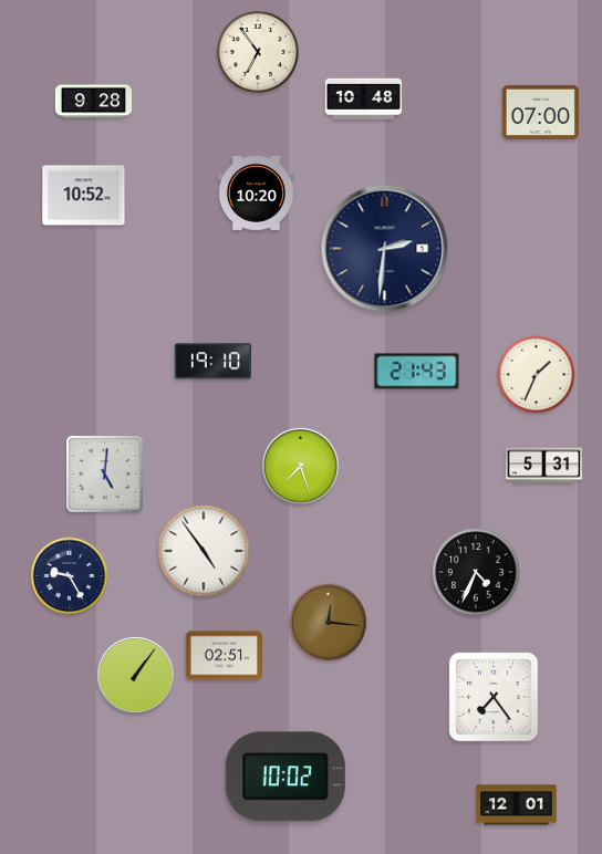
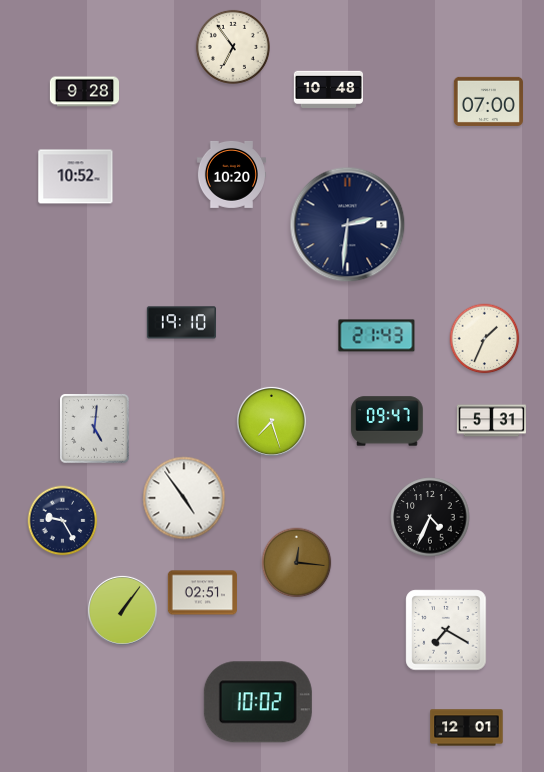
clock at (212, 362) position: (212, 362) -> (181, 323)
clock at (387, 421): none -> 09:47
clock at (494, 697): 7:24 -> 7:20
